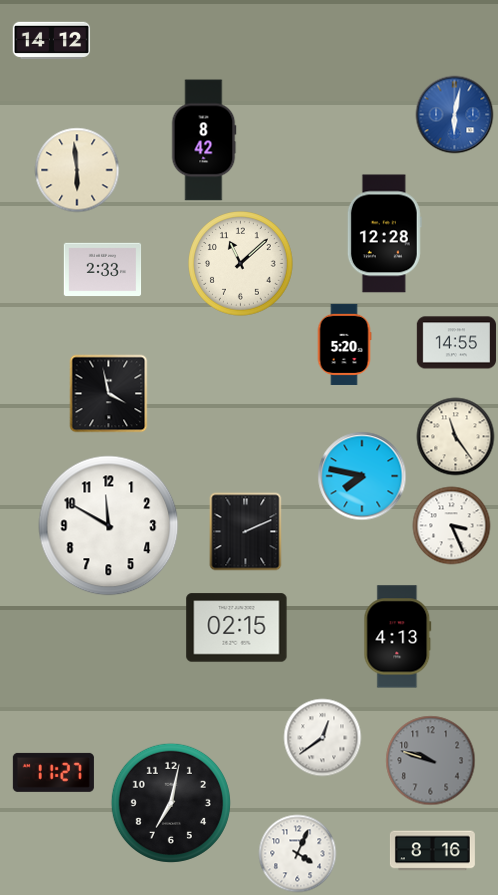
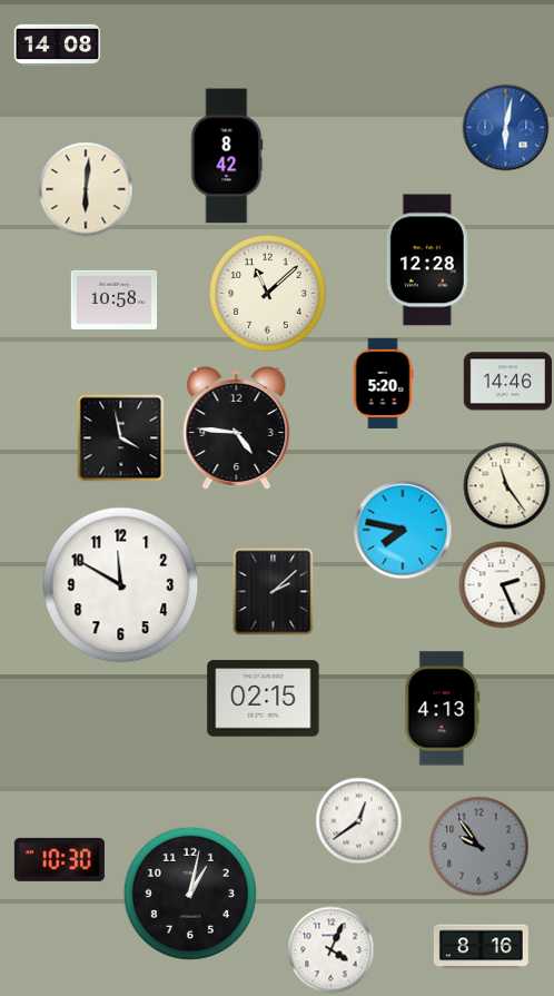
clock at (51, 41): 14:12 -> 14:08
clock at (77, 170): 5:59 -> 6:01
clock at (102, 270): 2:33 -> 10:58
clock at (456, 343): 14:55 -> 14:46
clock at (237, 427): none -> 4:46
clock at (451, 525): 3:26 -> 2:26
clock at (246, 531): 2:11 -> 2:08
clock at (430, 760): 9:48 -> 9:54
clock at (53, 772): 11:27 -> 10:30
clock at (171, 803): 7:02 -> 1:02
